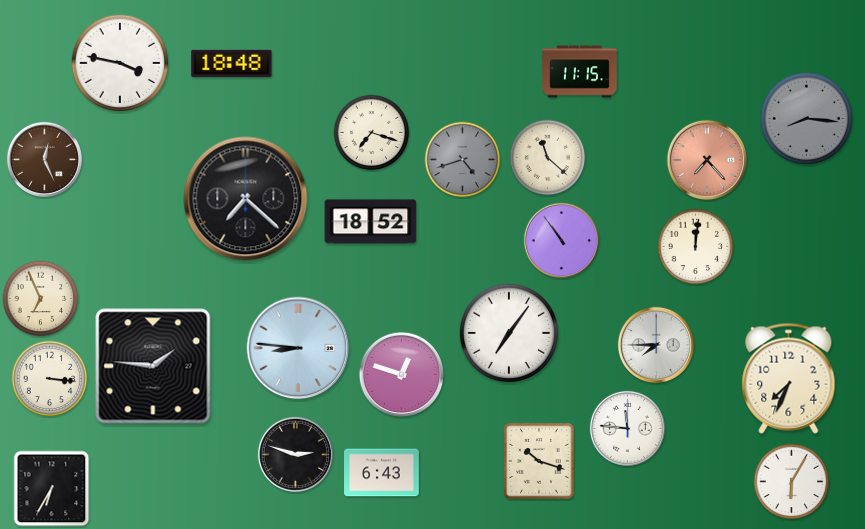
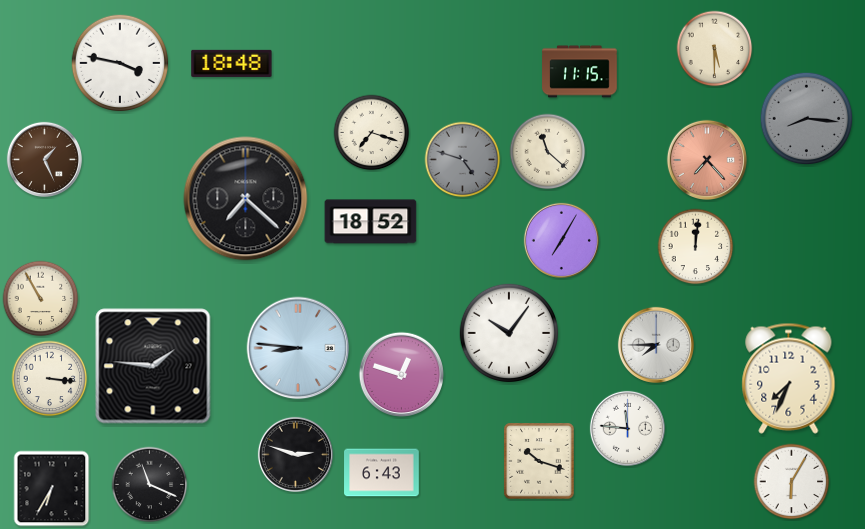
clock at (715, 49): none -> 5:30
clock at (548, 158) position: (548, 158) -> (548, 152)
clock at (44, 159): 12:26 -> 1:26
clock at (463, 160): 4:42 -> 4:48
clock at (561, 240): 10:54 -> 7:05
clock at (41, 299): 6:56 -> 10:55
clock at (508, 332): 7:06 -> 10:06
clock at (150, 485): none -> 11:19
